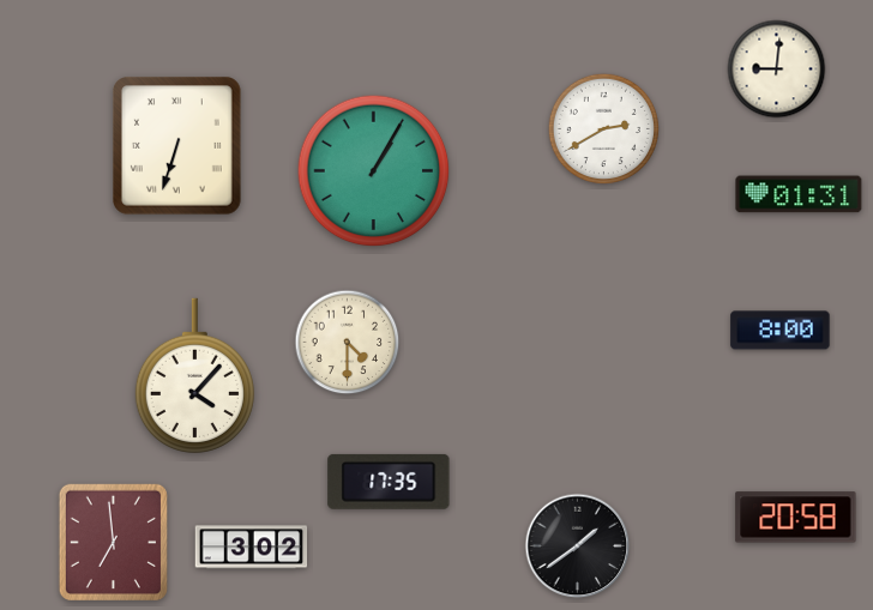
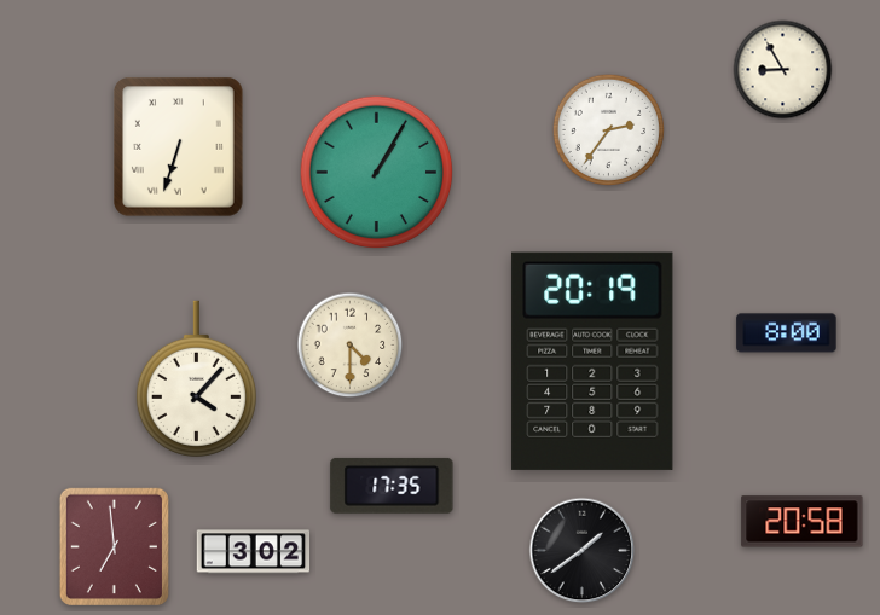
clock at (777, 70): 9:01 -> 8:55
clock at (603, 128): 2:40 -> 2:36
clock at (799, 194): 01:31 -> none
clock at (592, 361): none -> 20:19
